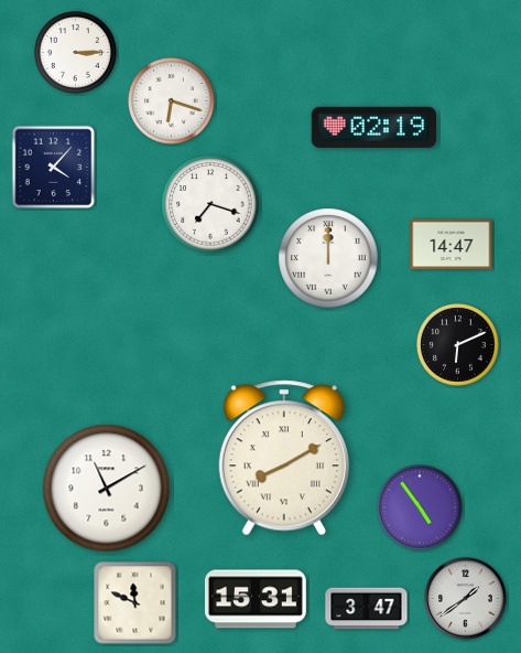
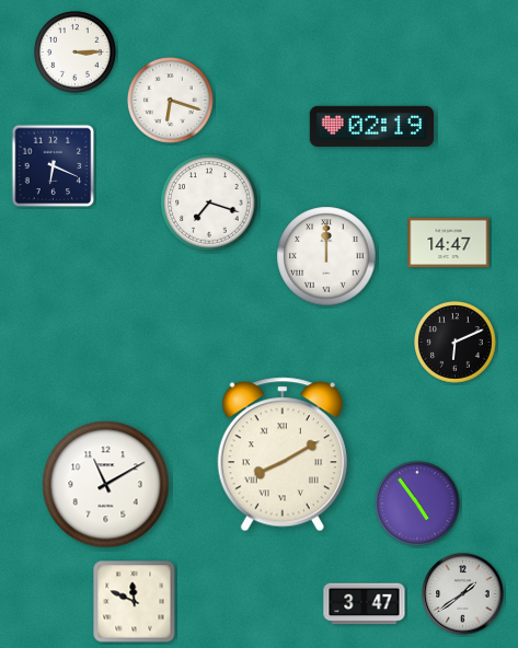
clock at (54, 168): 4:07 -> 6:19
clock at (256, 599): 15:31 -> none
clock at (135, 603) position: (135, 603) -> (135, 602)
